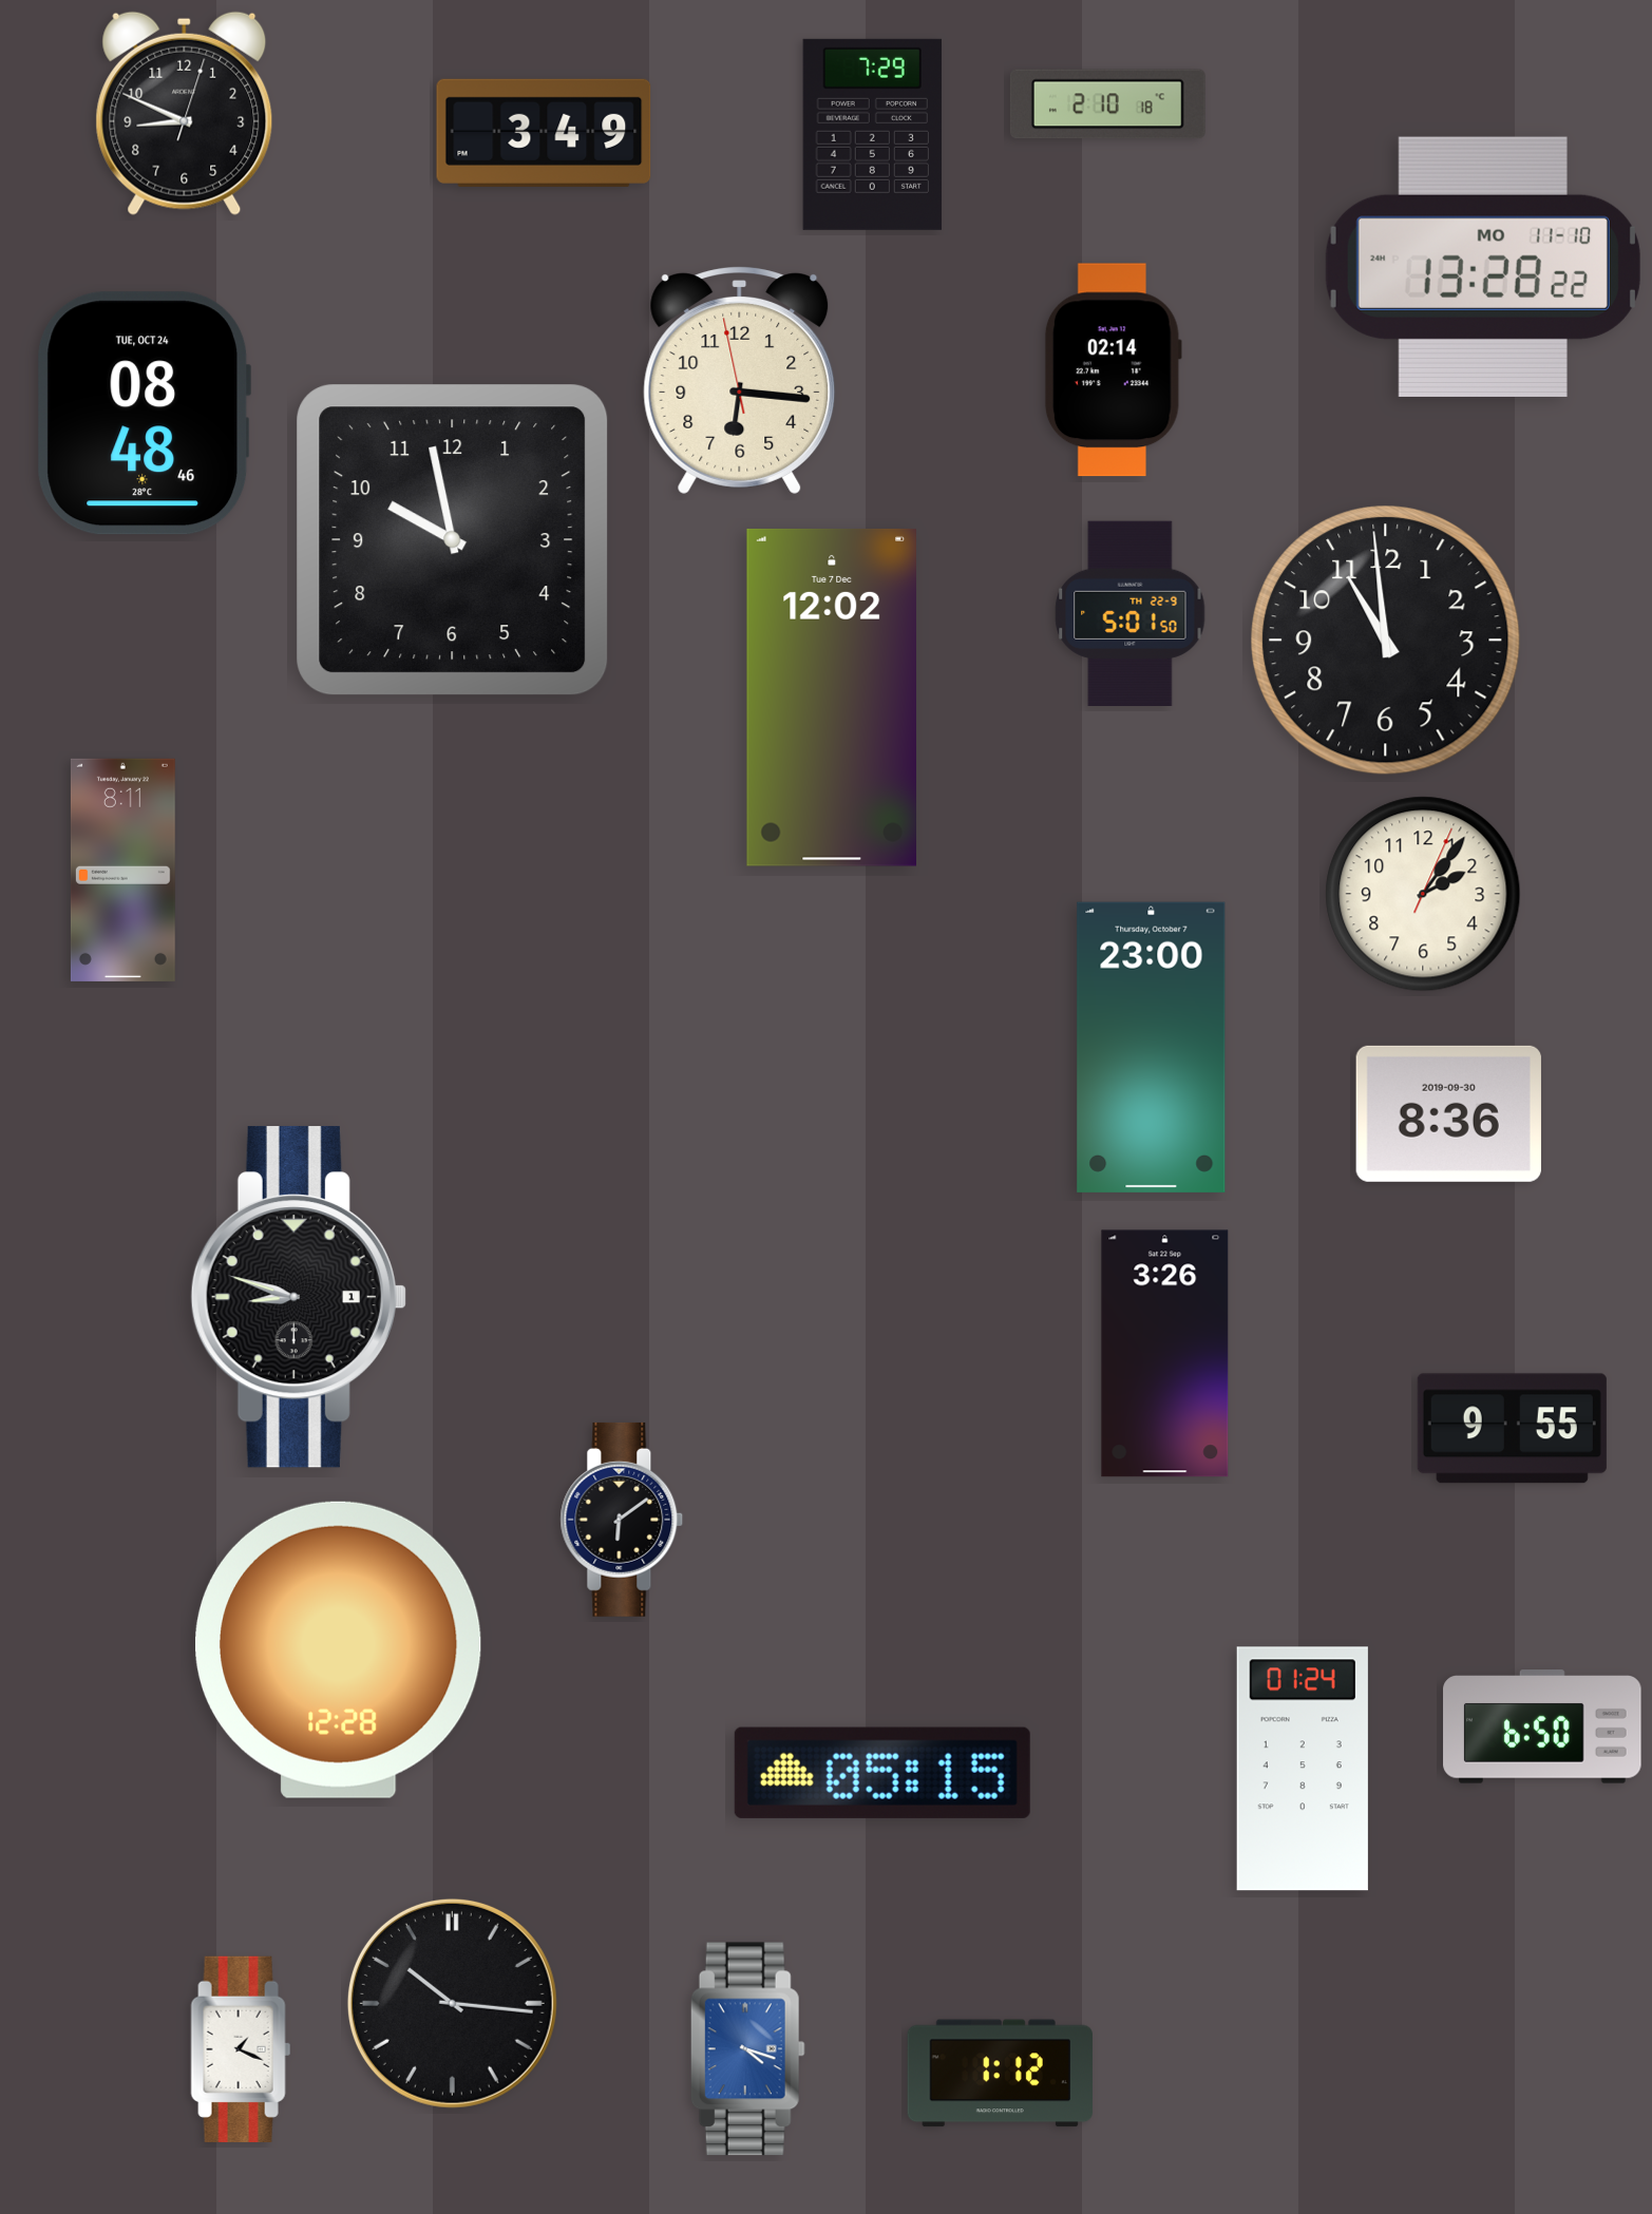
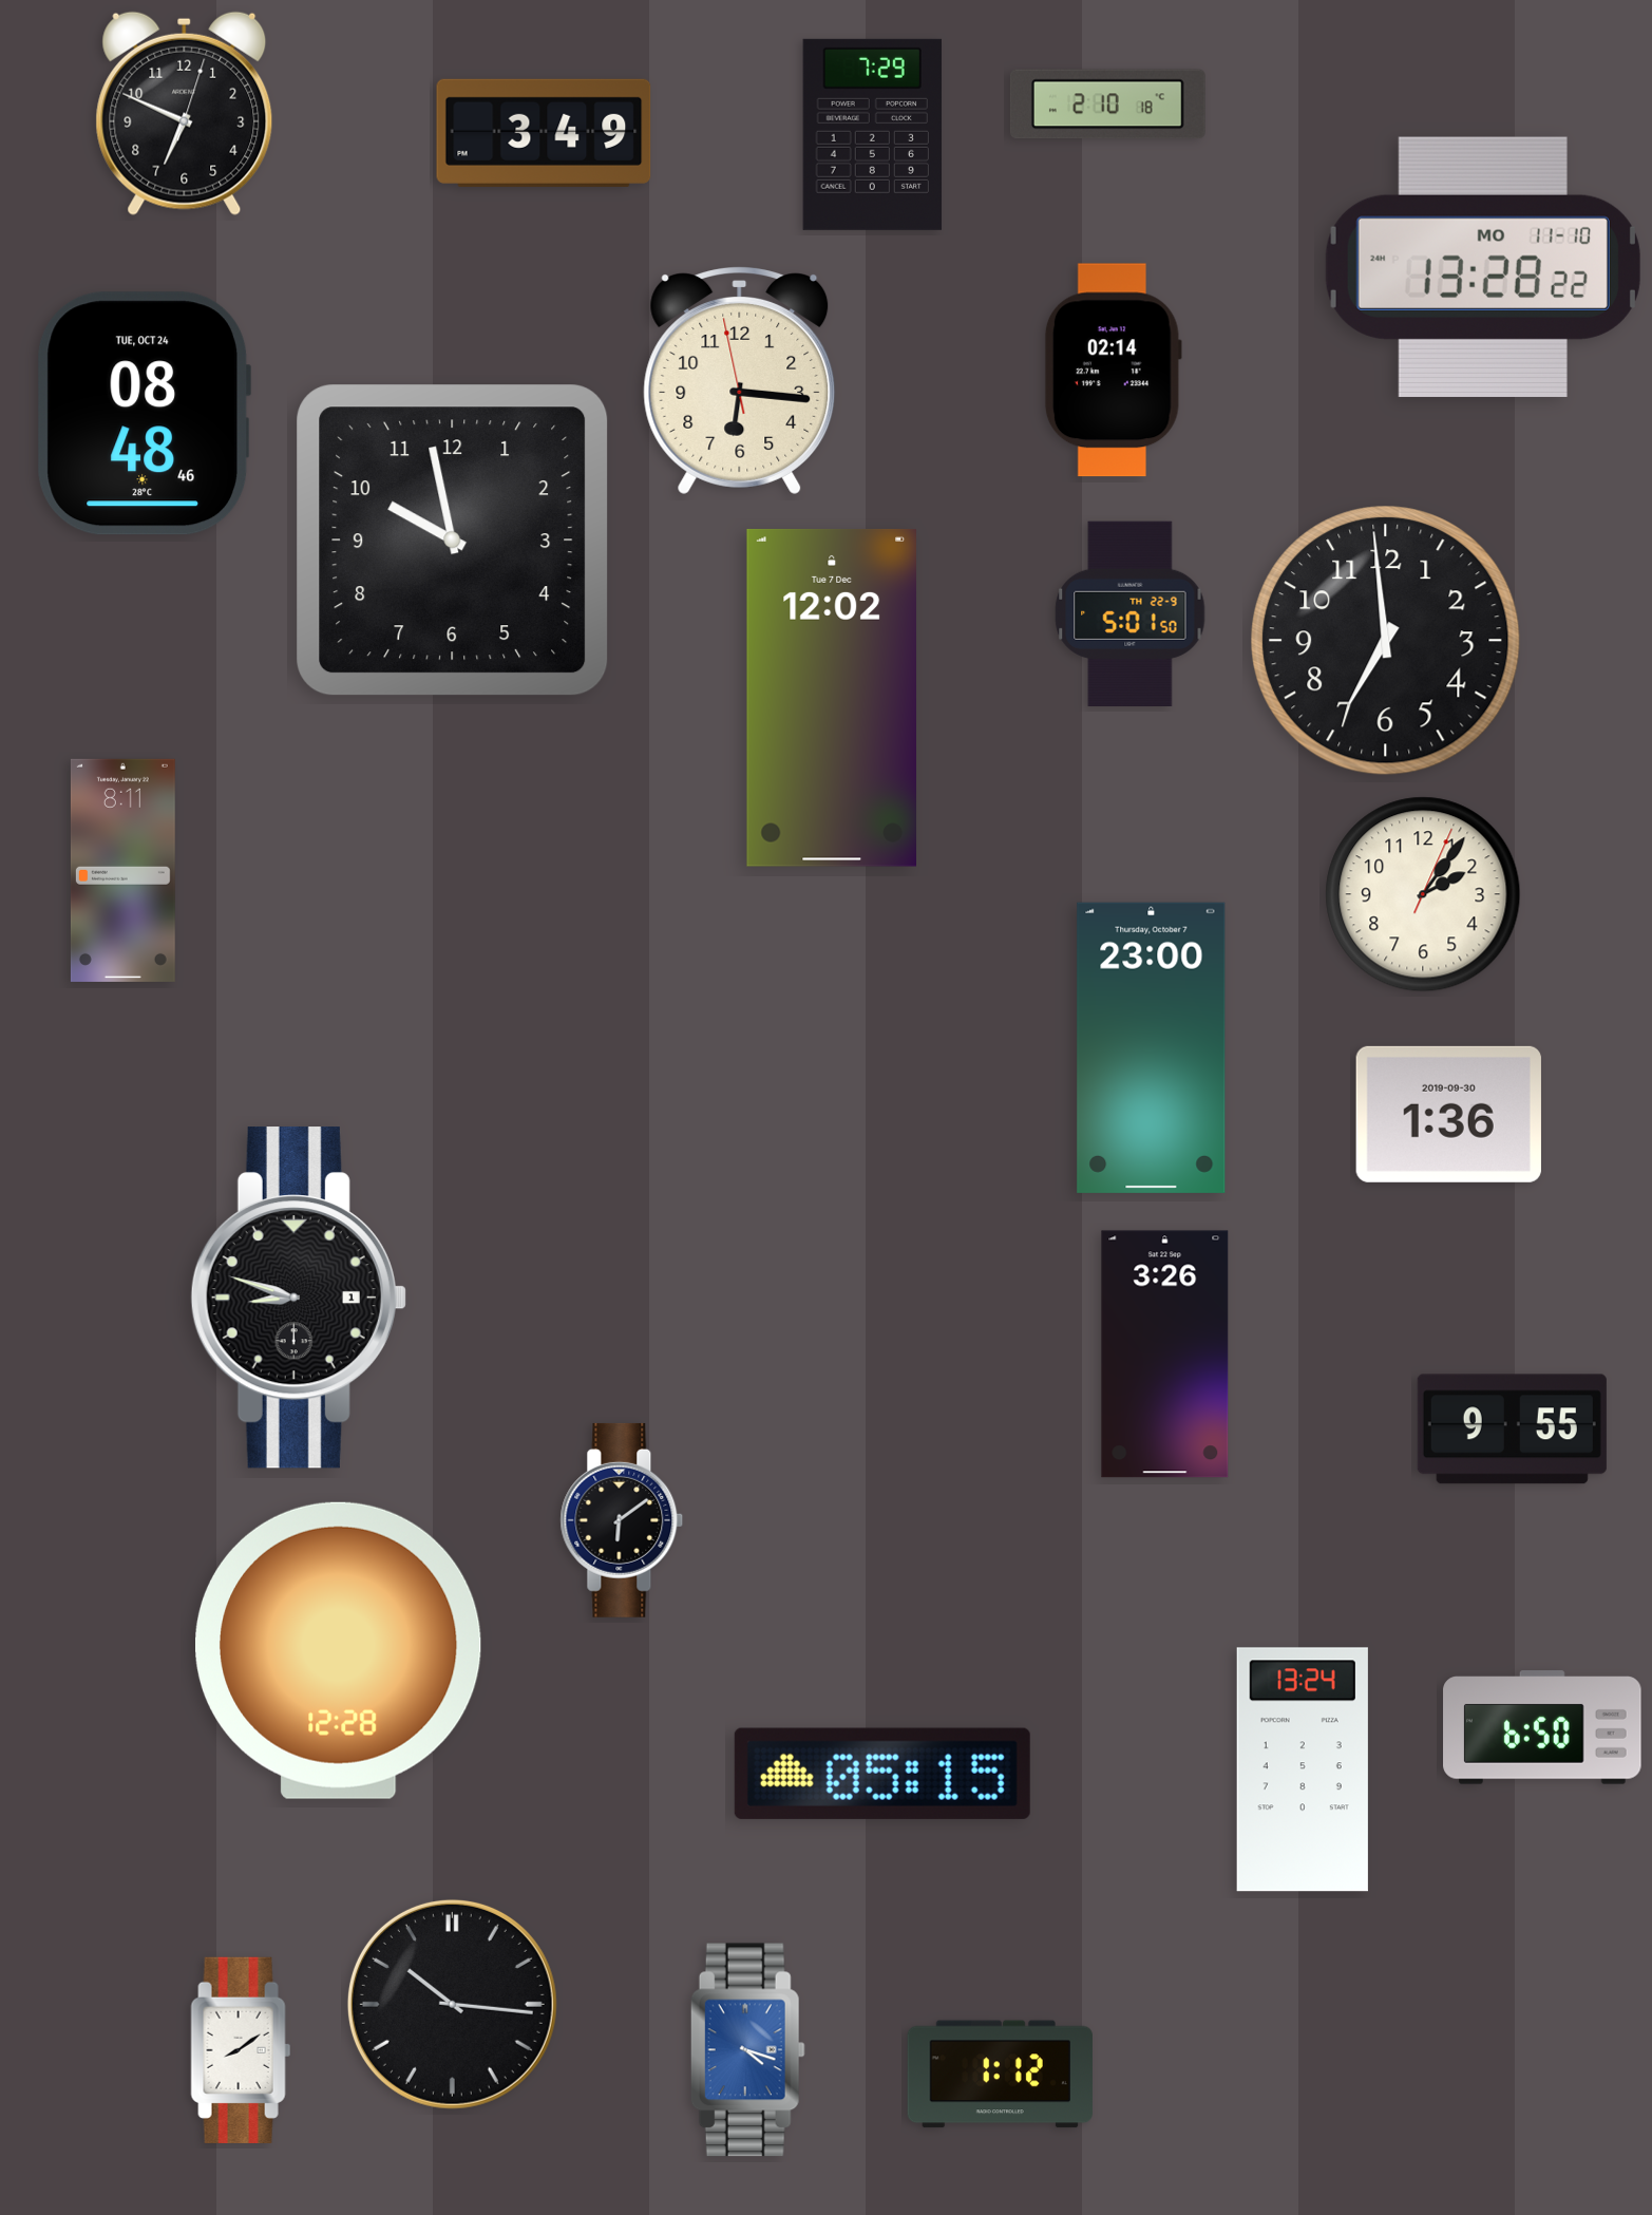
clock at (185, 113): 8:49 -> 6:49
clock at (1386, 641): 10:59 -> 6:59
clock at (1448, 1113): 8:36 -> 1:36
clock at (1303, 1769): 01:24 -> 13:24
clock at (241, 2049): 1:19 -> 8:09
